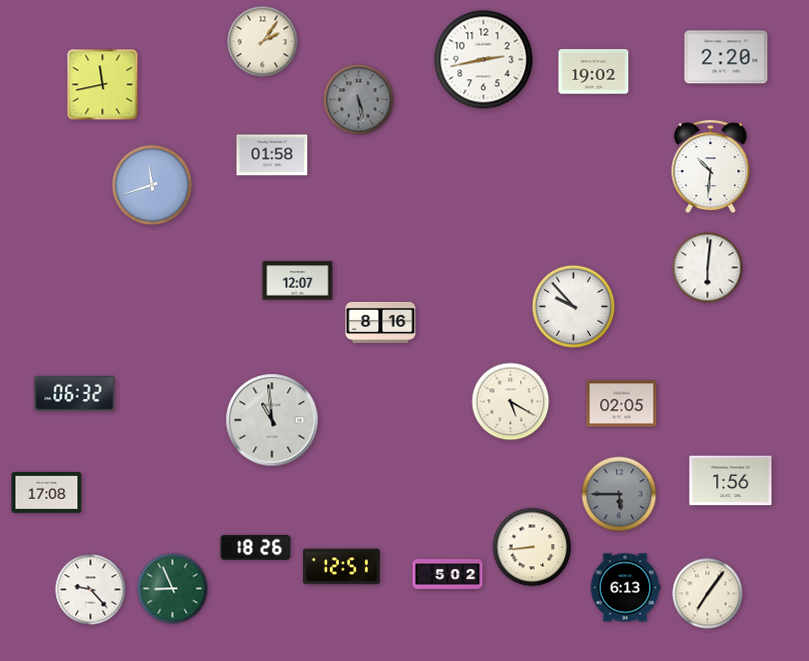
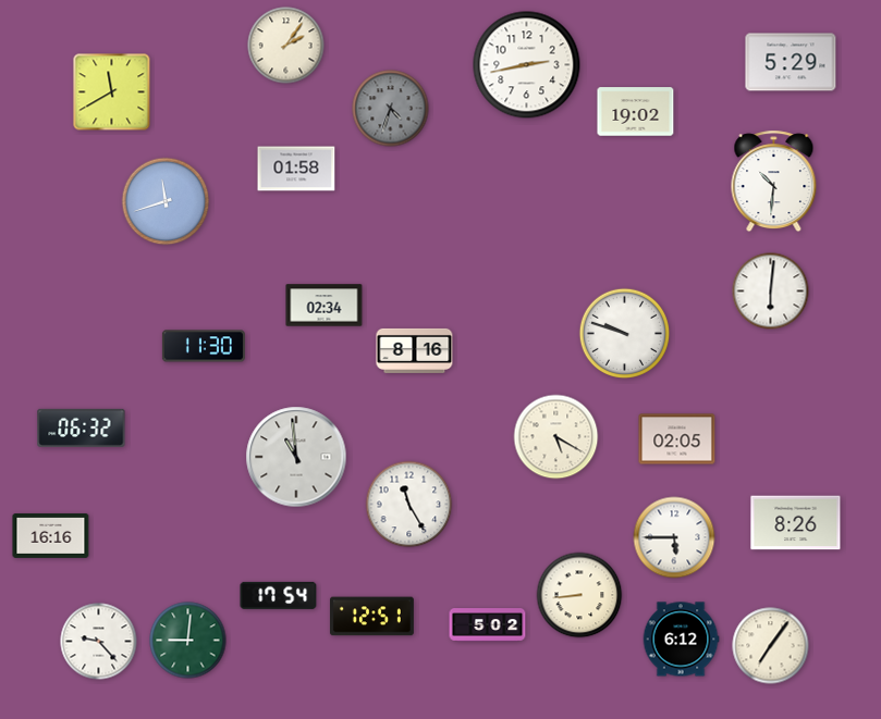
clock at (726, 57): 2:20 -> 5:29
clock at (594, 72) position: (594, 72) -> (636, 112)
clock at (103, 85): 11:43 -> 11:40
clock at (359, 100): 5:28 -> 4:33
clock at (298, 281): 12:07 -> 02:34
clock at (574, 307): 9:53 -> 9:48
clock at (204, 346): none -> 11:30
clock at (409, 505): none -> 11:25
clock at (731, 481): 1:56 -> 8:26
clock at (47, 492): 17:08 -> 16:16
clock at (619, 494) dial: grey -> white
clock at (256, 547): 18:26 -> 17:54
clock at (625, 588): 6:13 -> 6:12
clock at (173, 589): 8:56 -> 9:01
